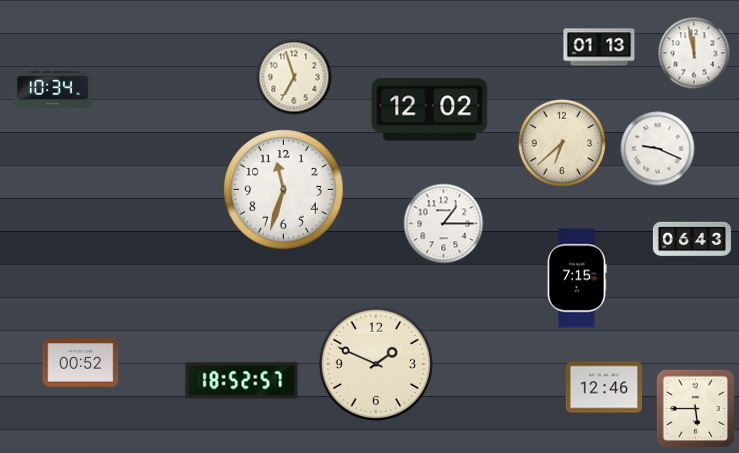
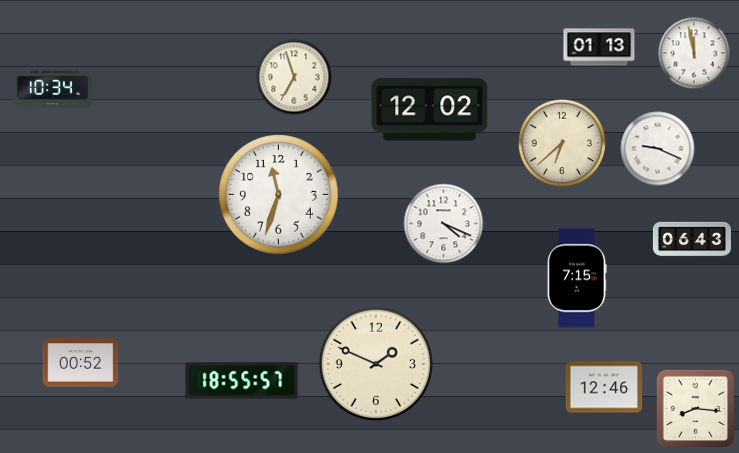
clock at (284, 190) position: (284, 190) -> (279, 195)
clock at (444, 224): 1:15 -> 4:19
clock at (242, 381): 18:52 -> 18:55
clock at (696, 409): 5:45 -> 8:16
